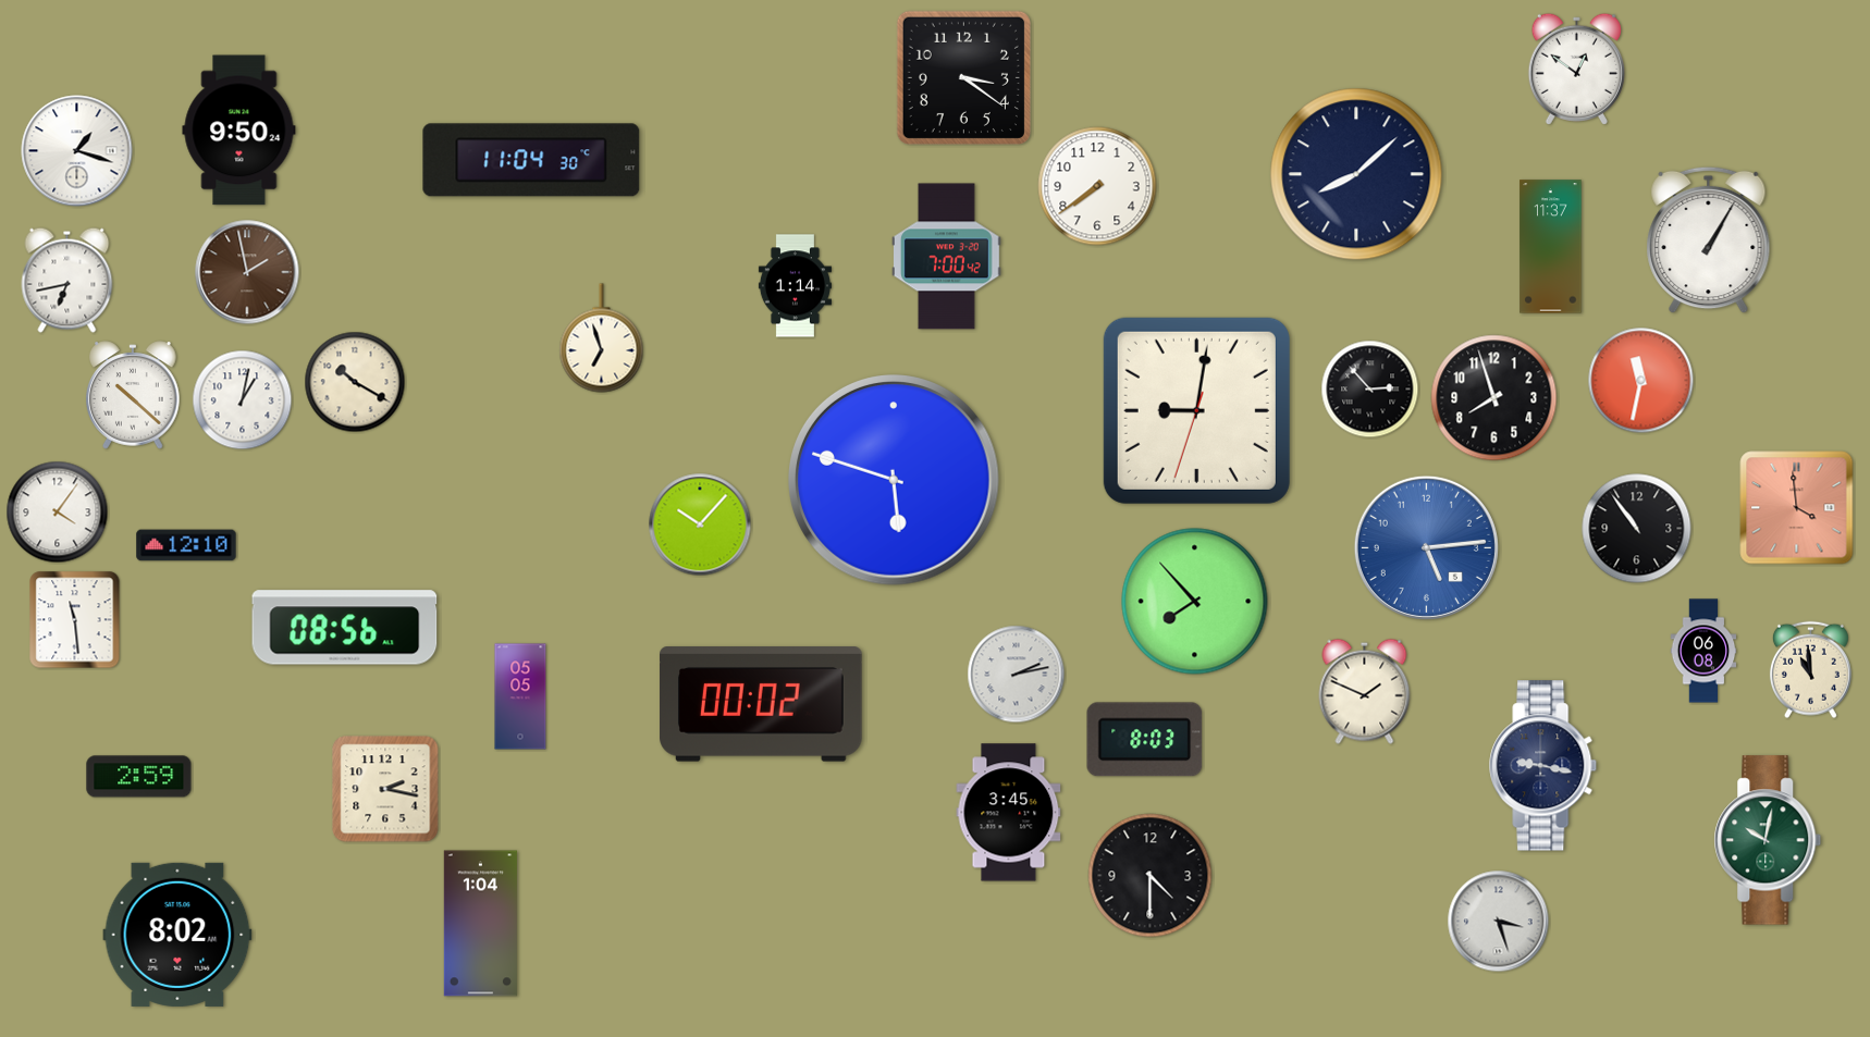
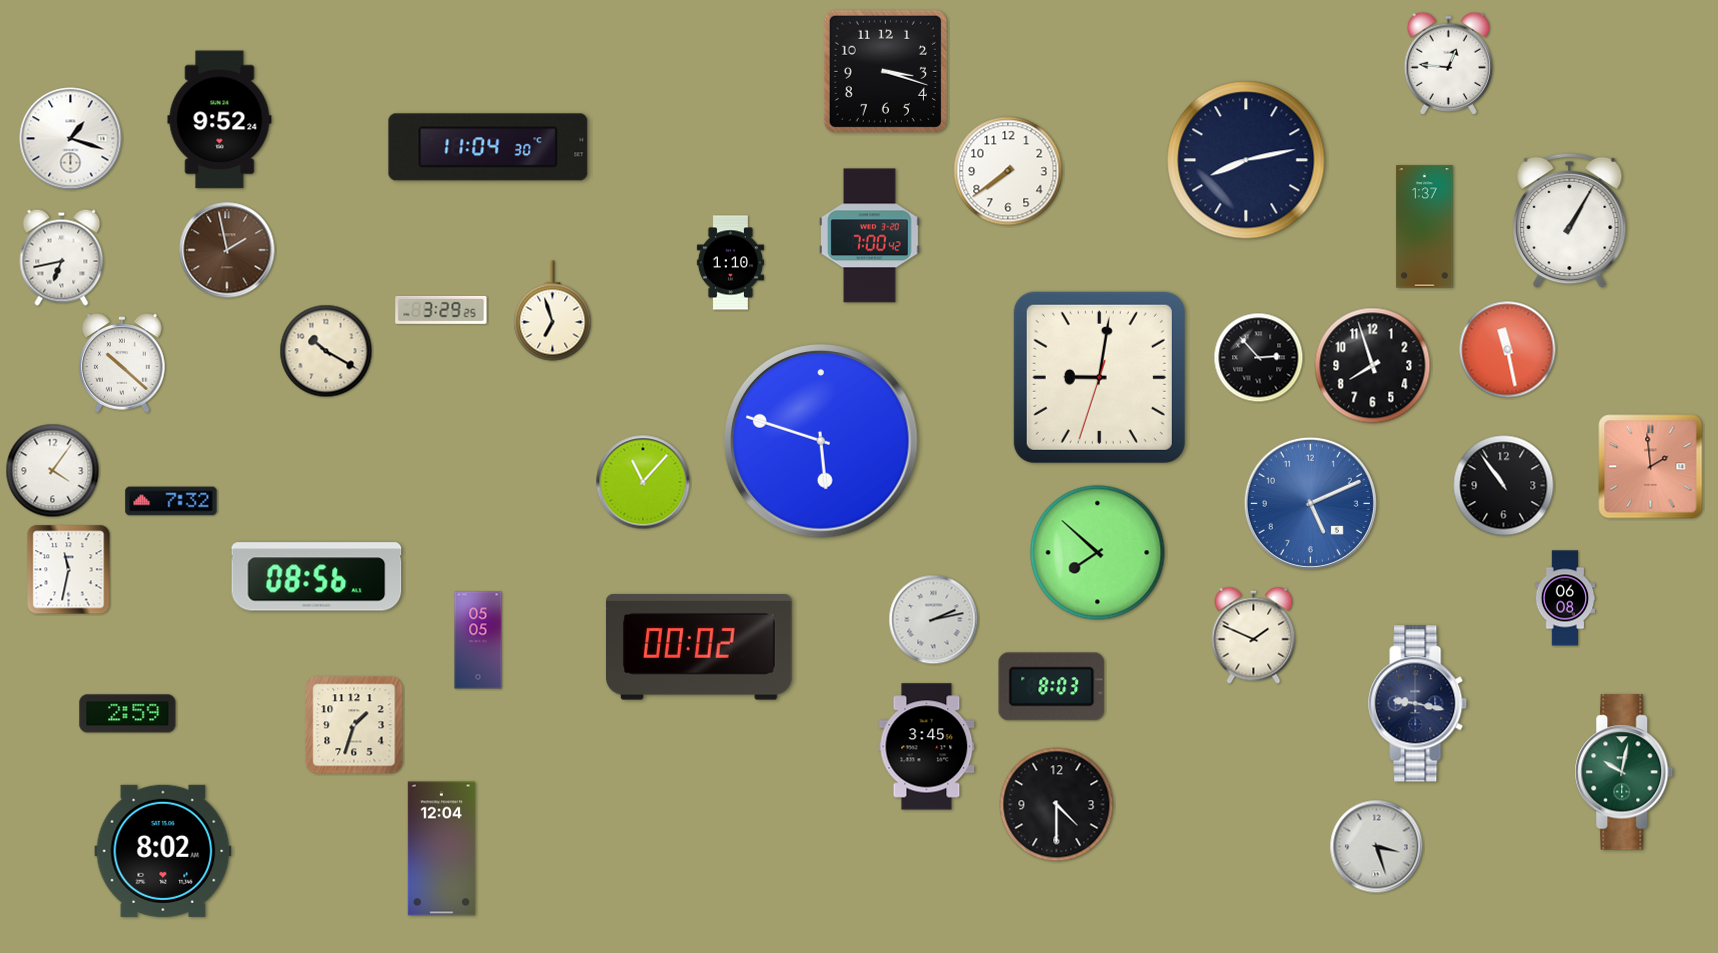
clock at (1576, 69): 12:51 -> 12:46
clock at (963, 77): 3:21 -> 3:18
clock at (239, 131): 9:50 -> 9:52
clock at (1356, 174): 8:08 -> 8:13
clock at (1551, 247): 11:37 -> 1:37
clock at (795, 286): 1:14 -> 1:10
clock at (441, 310): none -> 3:29
clock at (1641, 381): 11:32 -> 11:28
clock at (243, 400): 1:02 -> none
clock at (1797, 508): 3:59 -> 1:59
clock at (700, 524): 10:07 -> 11:07
clock at (186, 545): 12:10 -> 7:32
clock at (1426, 547): 5:14 -> 5:11
clock at (1195, 602): 7:53 -> 7:52
clock at (75, 620): 11:29 -> 11:32
clock at (1810, 670): 10:59 -> none
clock at (1145, 740) position: (1145, 740) -> (1052, 687)
clock at (385, 789): 2:17 -> 1:33
clock at (480, 924): 1:04 -> 12:04
clock at (177, 935) position: (177, 935) -> (163, 851)
